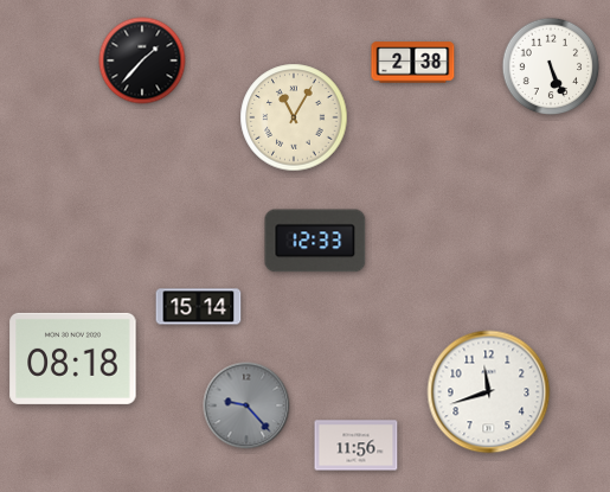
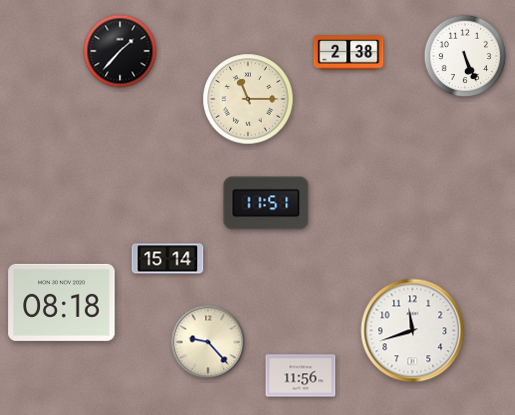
clock at (294, 117): 11:05 -> 11:15
clock at (315, 241): 12:33 -> 11:51
clock at (246, 405) dial: grey -> cream
